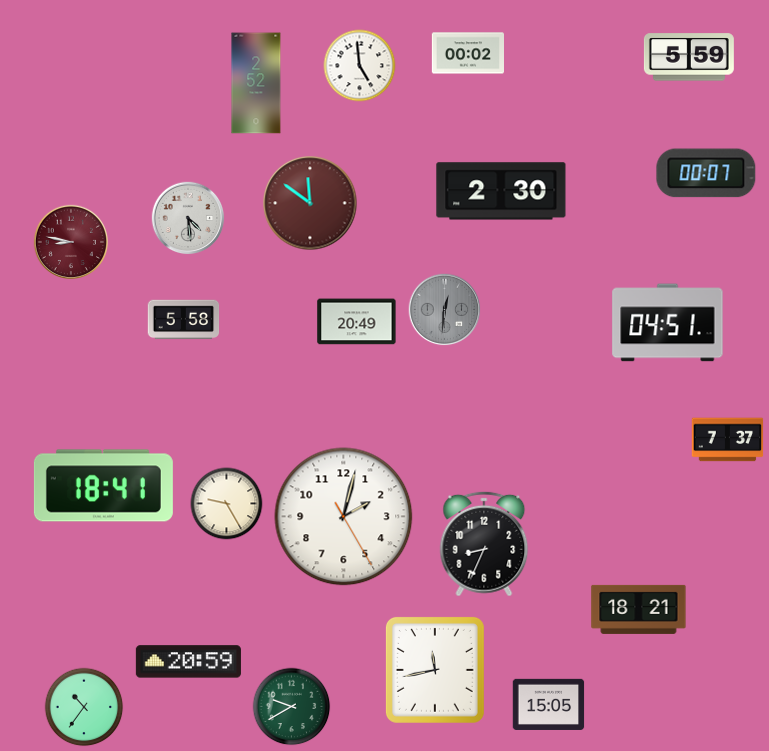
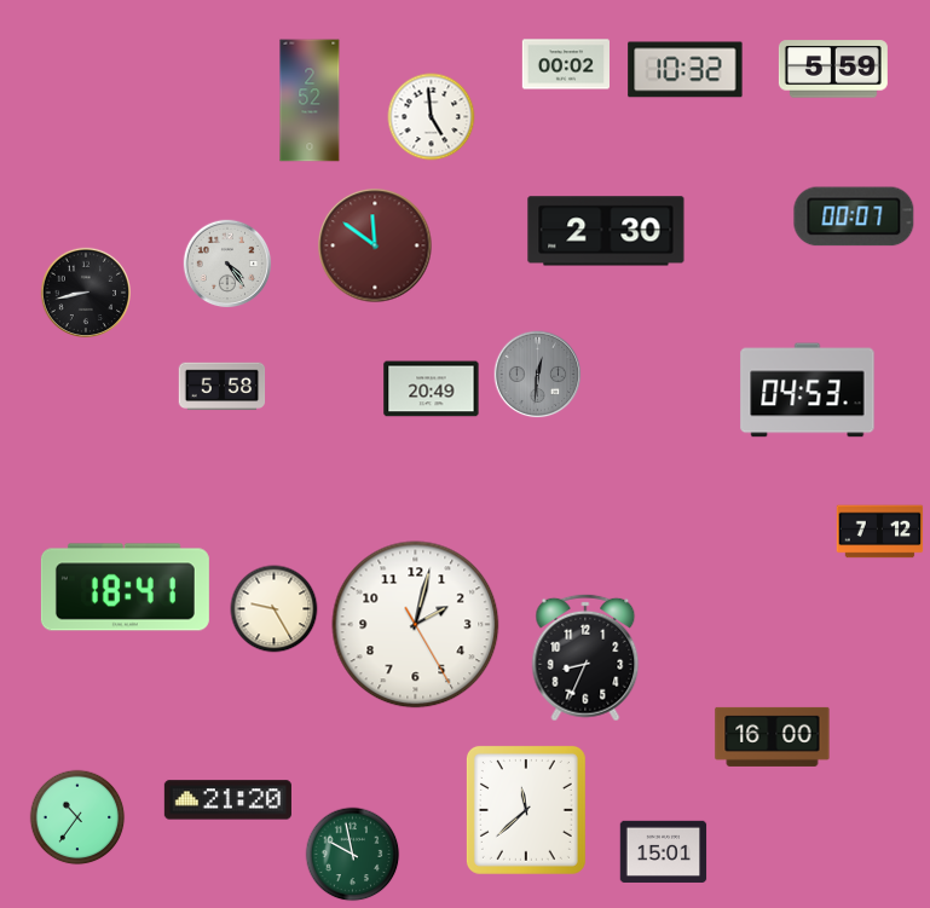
clock at (686, 70): none -> 10:32
clock at (360, 66) position: (360, 66) -> (432, 117)
clock at (706, 173) position: (706, 173) -> (854, 216)
clock at (188, 218): 4:29 -> 4:24
clock at (71, 242): 8:47 -> 8:43
clock at (71, 242) dial: burgundy -> black
clock at (668, 323): 04:51 -> 04:53
clock at (728, 440): 7:37 -> 7:12
clock at (639, 609): 18:21 -> 16:00
clock at (188, 662): 20:59 -> 21:20
clock at (435, 670): 11:43 -> 11:38
clock at (549, 704): 15:05 -> 15:01
clock at (84, 707) position: (84, 707) -> (77, 817)
clock at (292, 707): 9:40 -> 9:58
